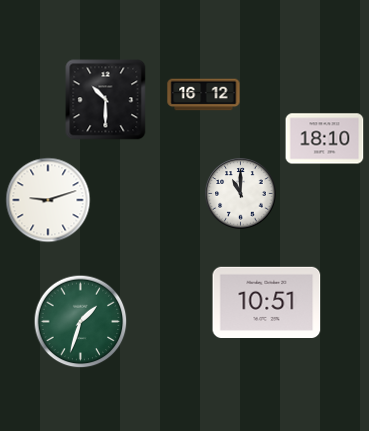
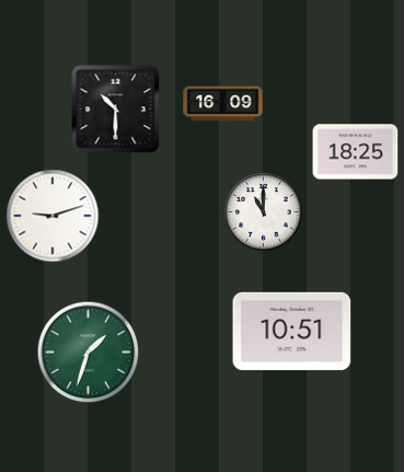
clock at (204, 95): 16:12 -> 16:09
clock at (325, 139): 18:10 -> 18:25
clock at (48, 200) position: (48, 200) -> (53, 216)
